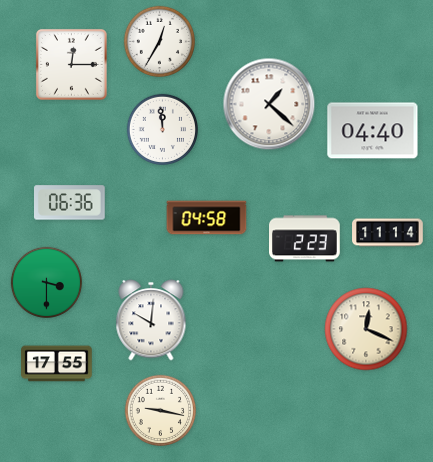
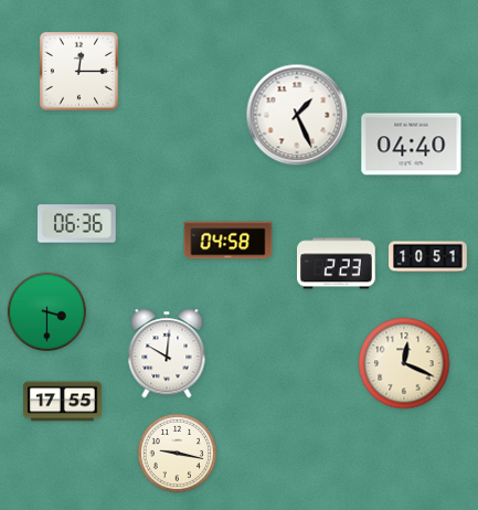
clock at (159, 41): 12:35 -> none
clock at (269, 104): 1:22 -> 1:26
clock at (162, 129): 11:59 -> none
clock at (388, 233): 11:14 -> 10:51
clock at (46, 282) position: (46, 282) -> (46, 311)
